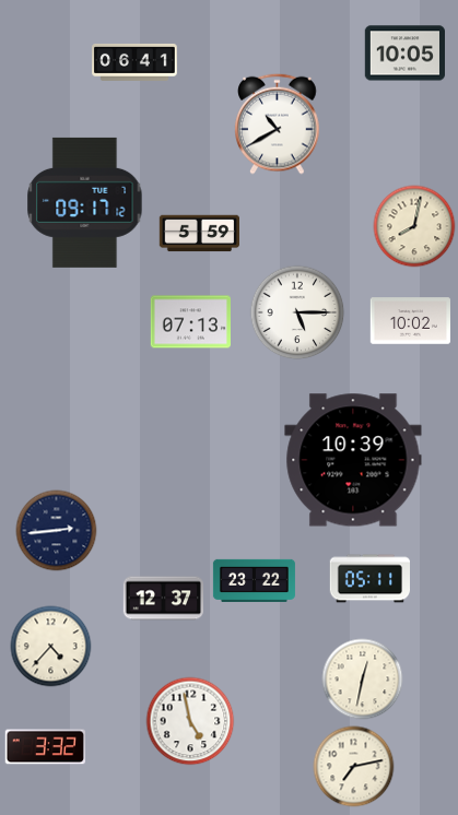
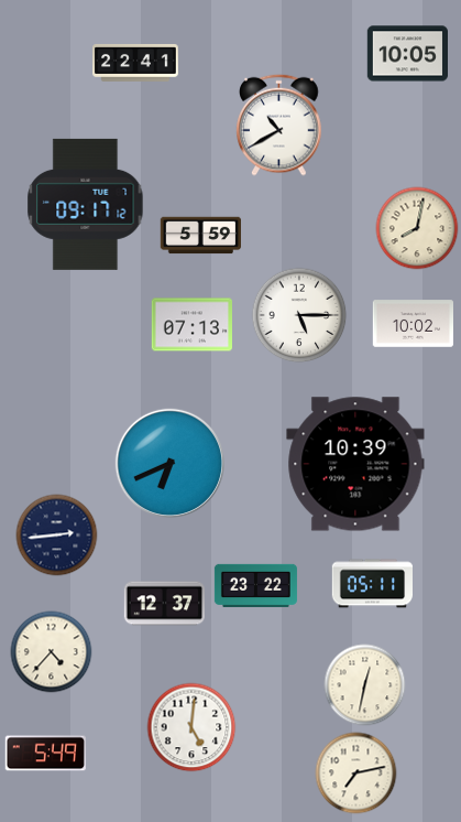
clock at (134, 62): 06:41 -> 22:41
clock at (169, 463): none -> 6:41
clock at (190, 721): 4:58 -> 5:01
clock at (45, 747): 3:32 -> 5:49
